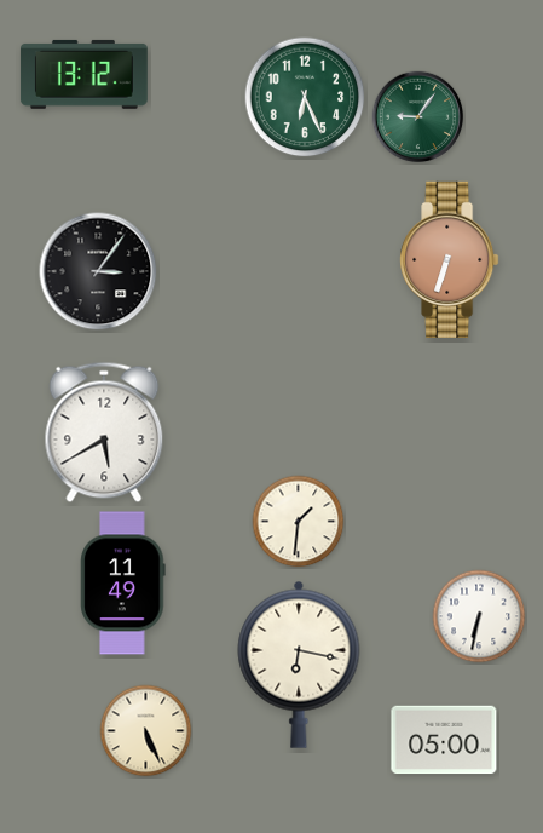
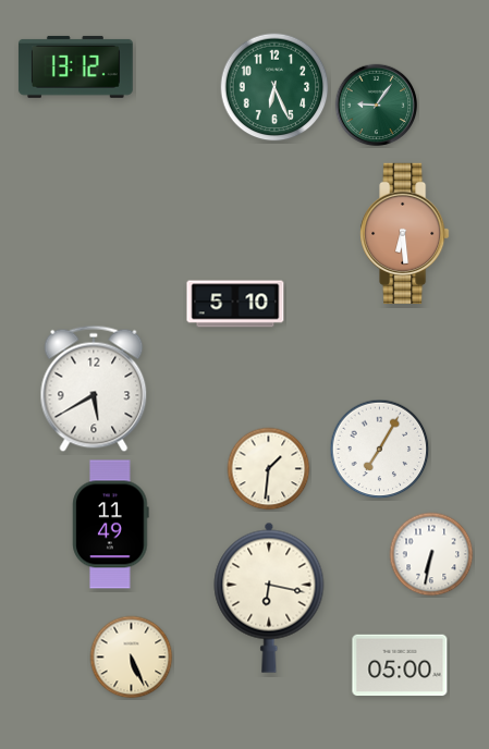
clock at (450, 259): 6:33 -> 6:29
clock at (98, 271): 3:06 -> none
clock at (235, 304): none -> 5:10
clock at (380, 450): none -> 7:05
